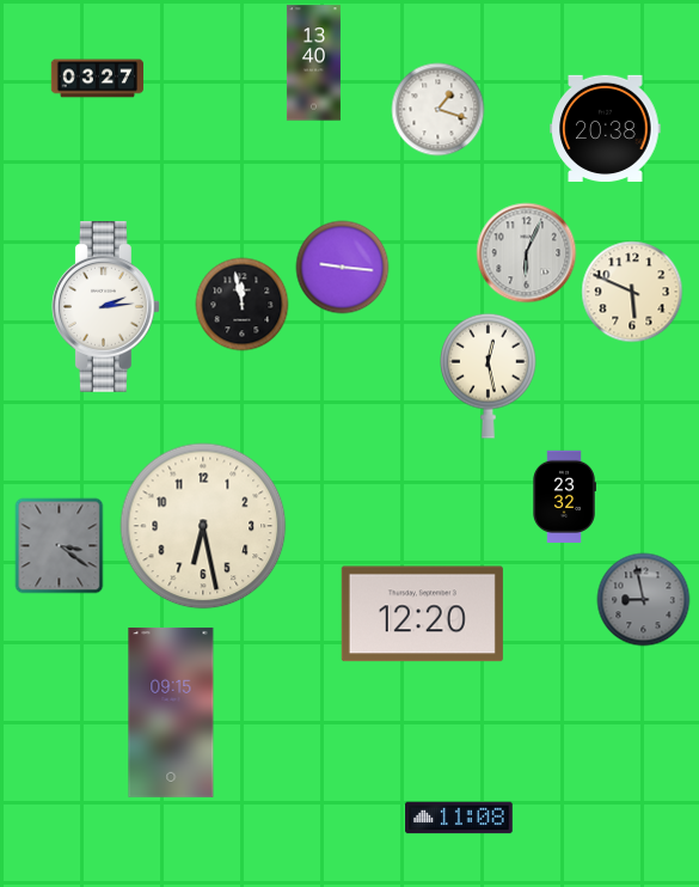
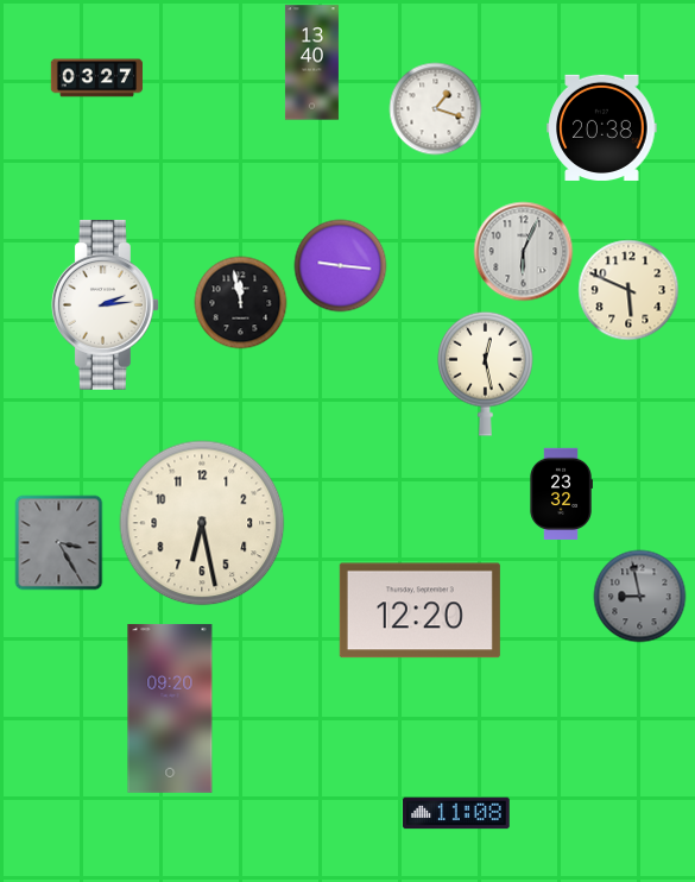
clock at (60, 545): 3:21 -> 3:25
clock at (171, 712): 09:15 -> 09:20
